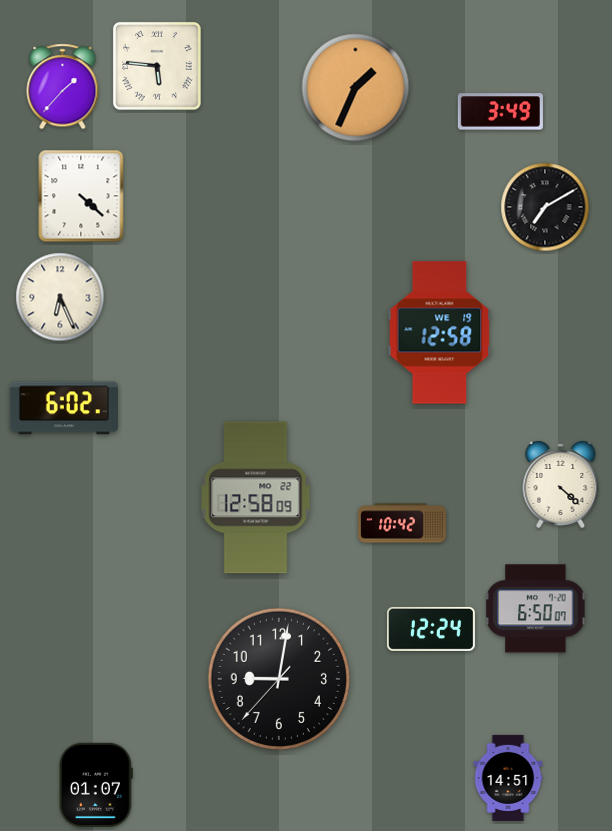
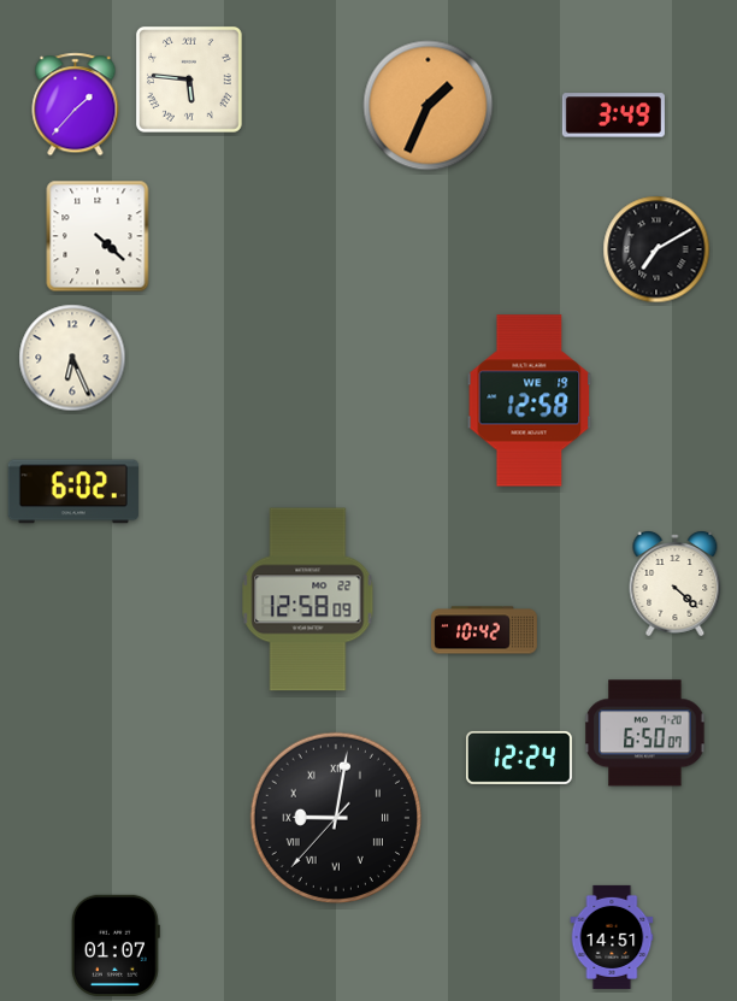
clock at (500, 112) position: (500, 112) -> (613, 116)
clock at (64, 408) position: (64, 408) -> (73, 491)
clock at (278, 678) numerals: Arabic -> Roman
